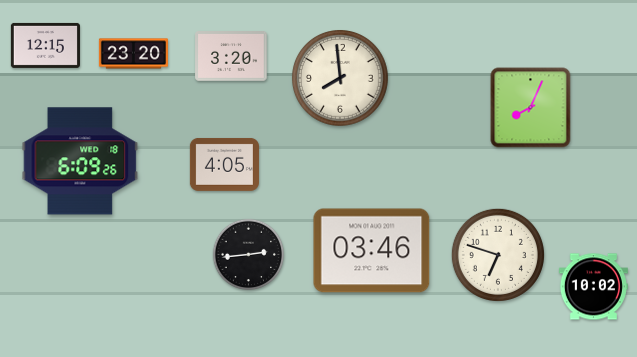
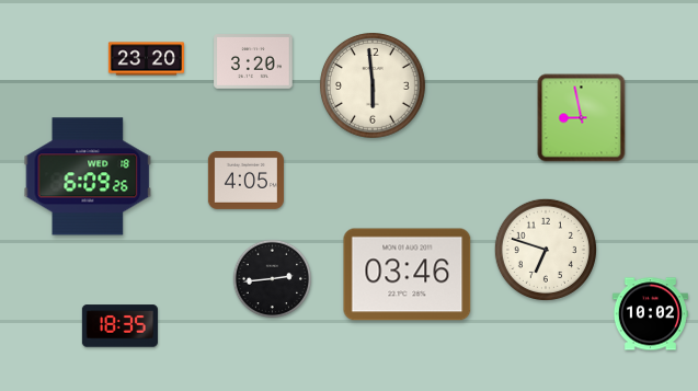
clock at (45, 45): 12:15 -> none
clock at (341, 79): 7:59 -> 5:59
clock at (531, 108): 8:04 -> 8:58
clock at (498, 255) position: (498, 255) -> (546, 250)
clock at (119, 326): none -> 18:35
